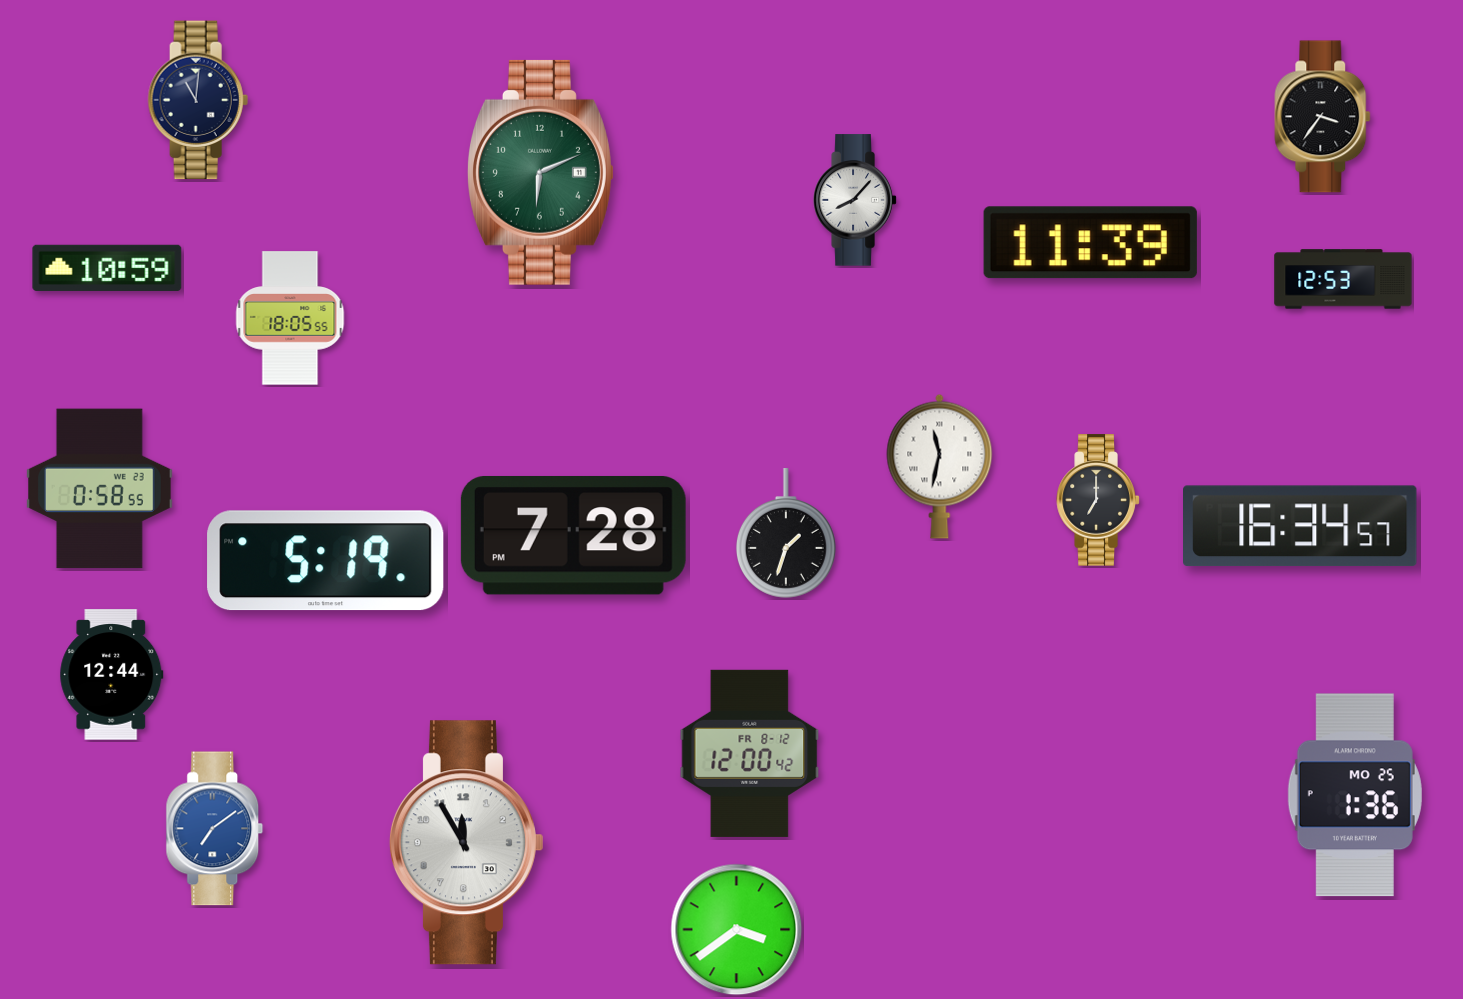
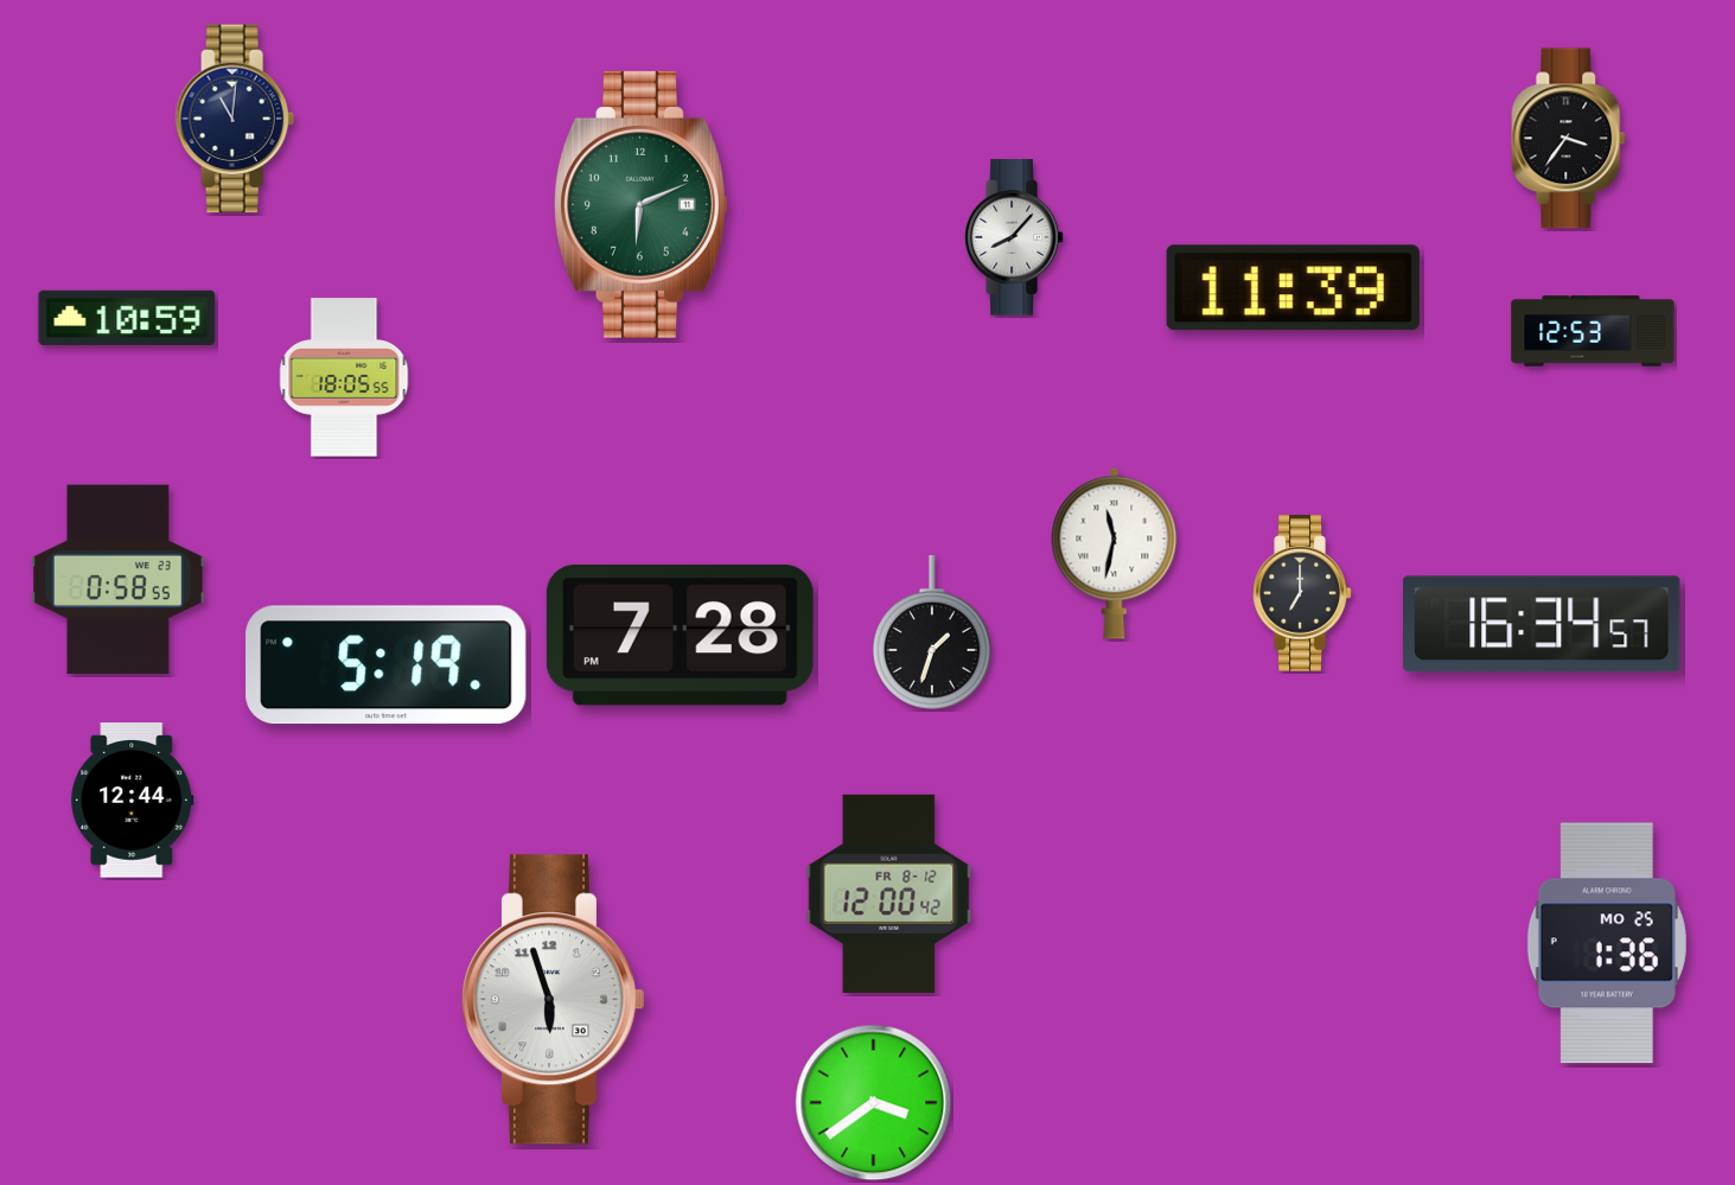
clock at (215, 829): 7:09 -> none
clock at (466, 843): 11:55 -> 5:57
